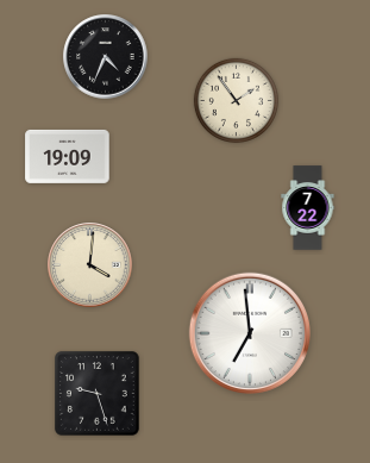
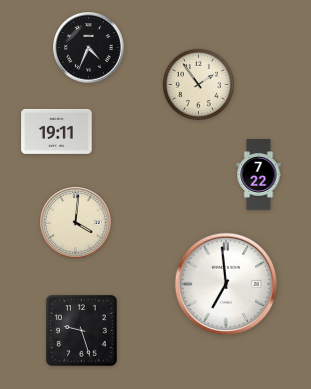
clock at (68, 156): 19:09 -> 19:11
clock at (249, 332) position: (249, 332) -> (225, 283)
